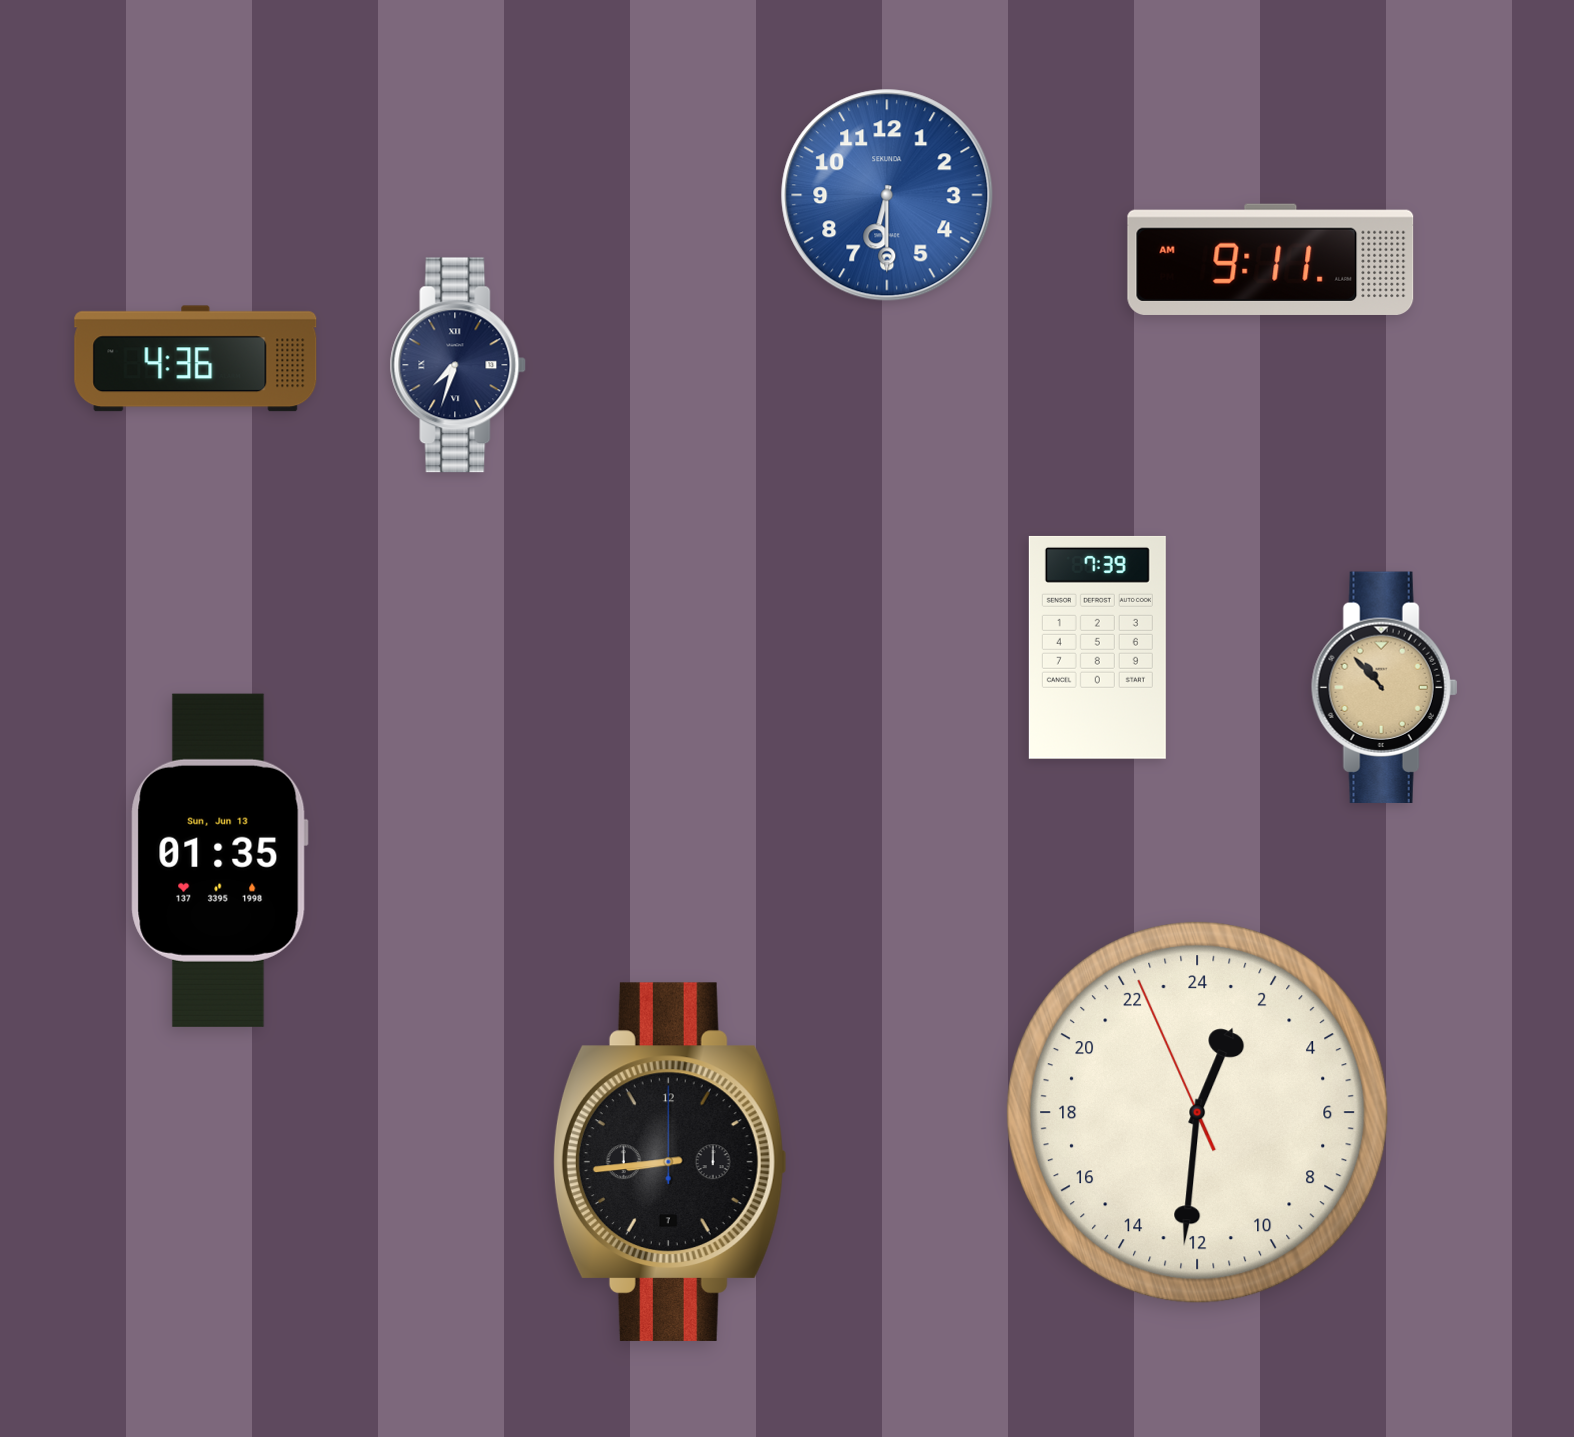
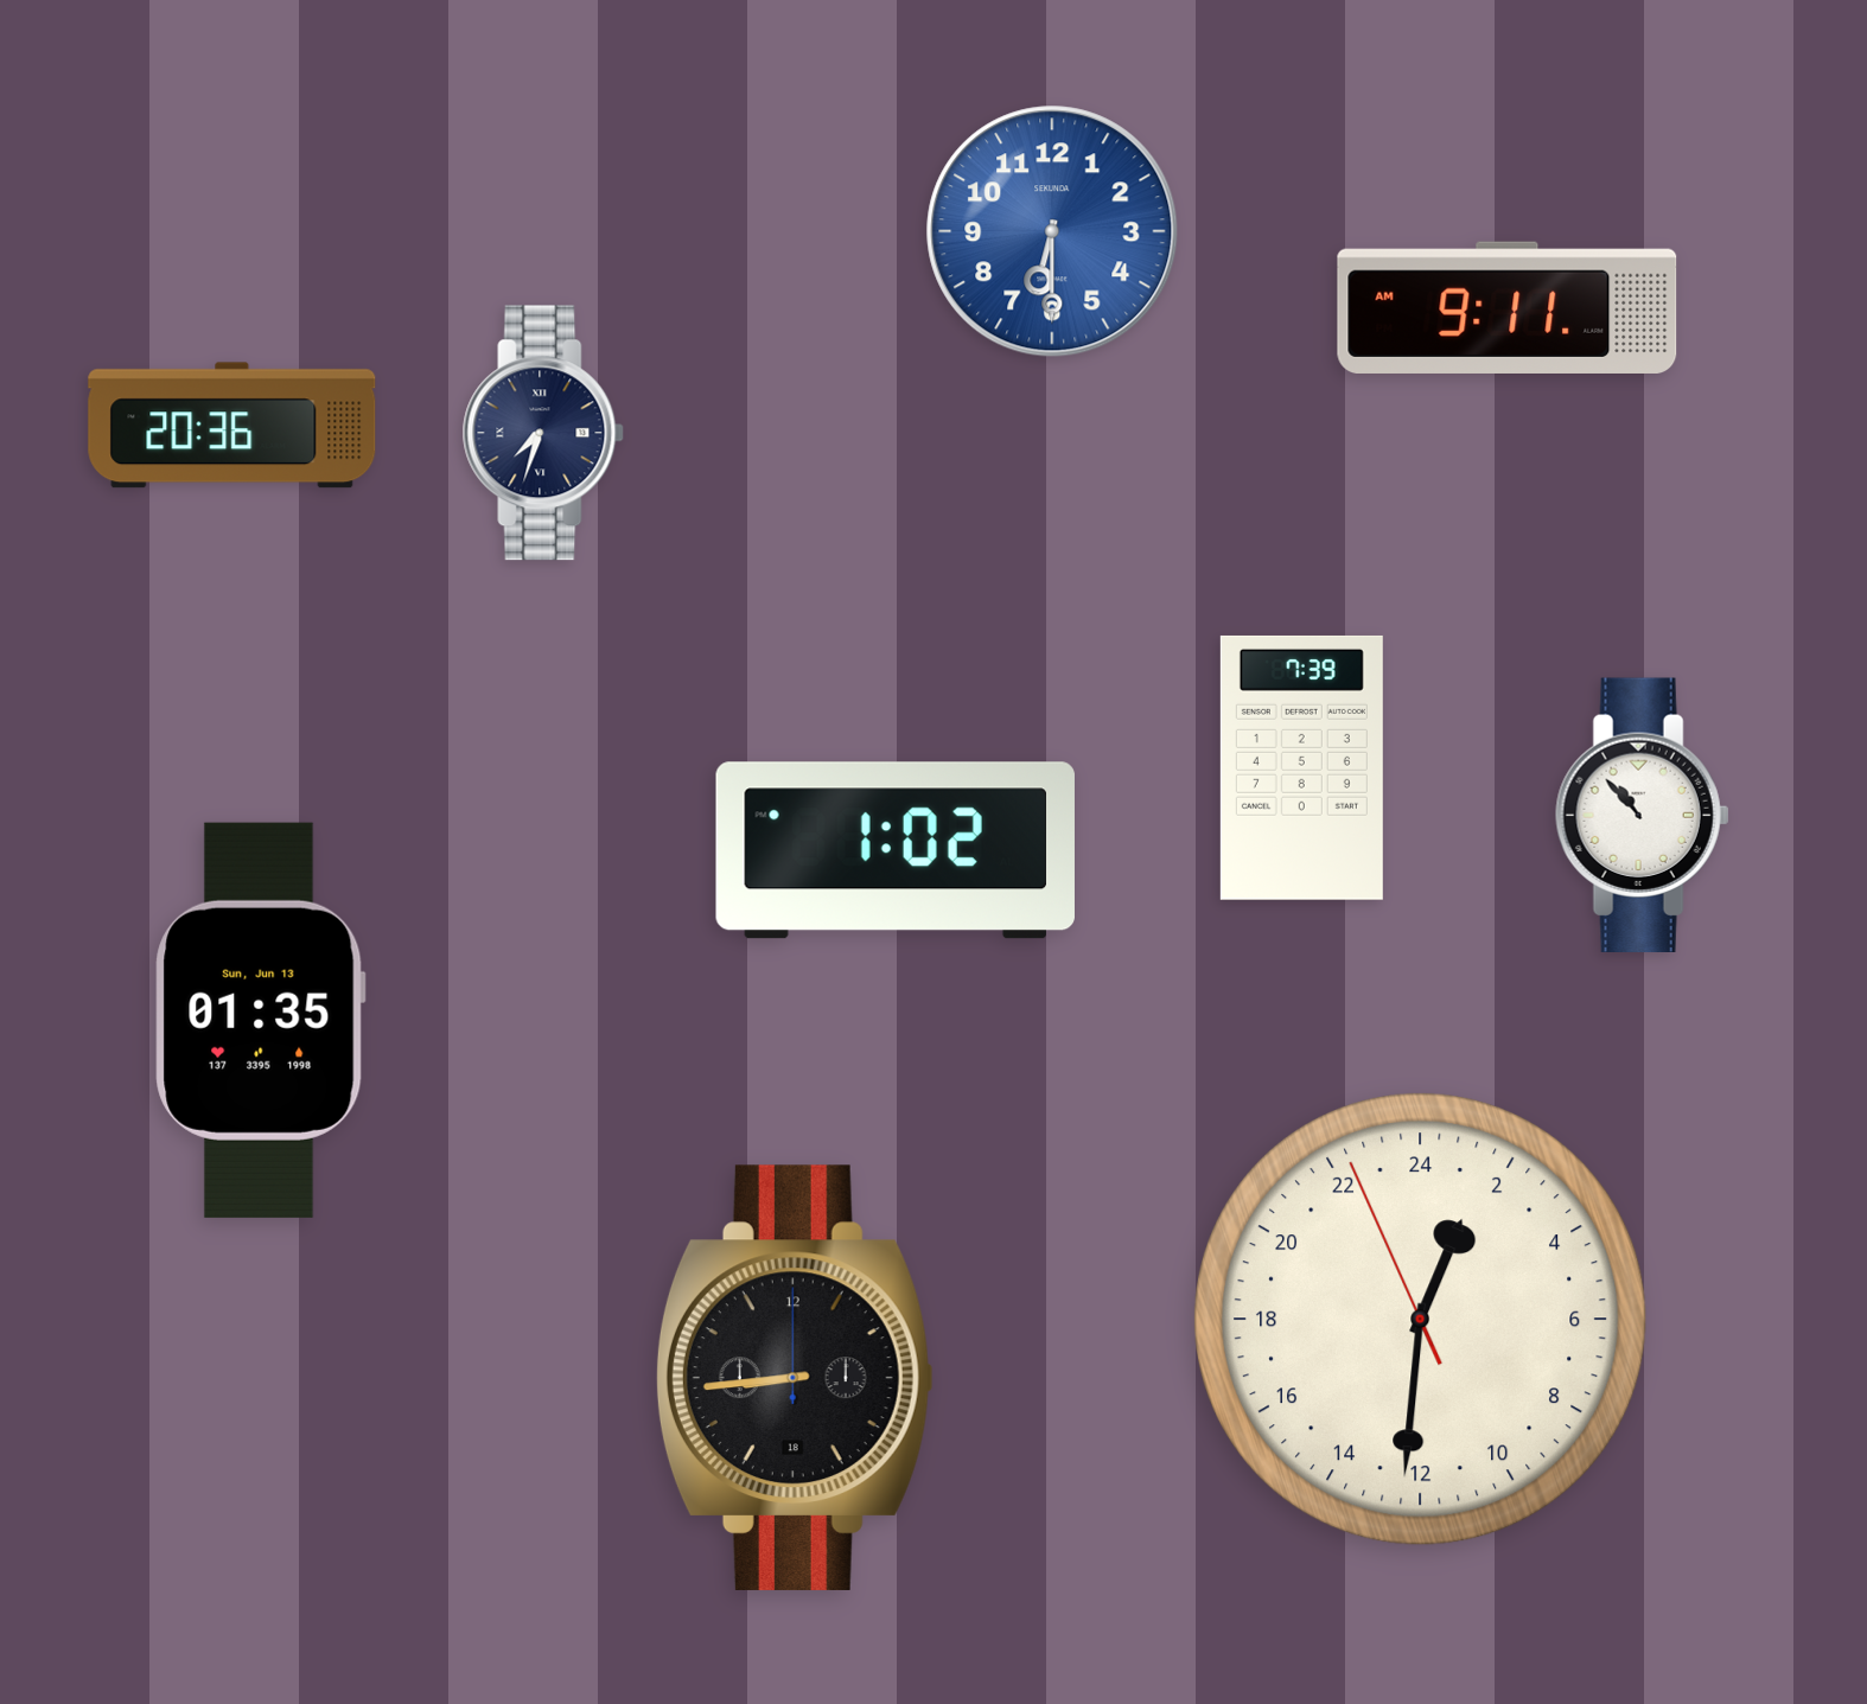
clock at (196, 359): 4:36 -> 20:36
clock at (1385, 687) dial: champagne -> white
clock at (896, 850): none -> 1:02
clock at (670, 1162) date: 7 -> 18
